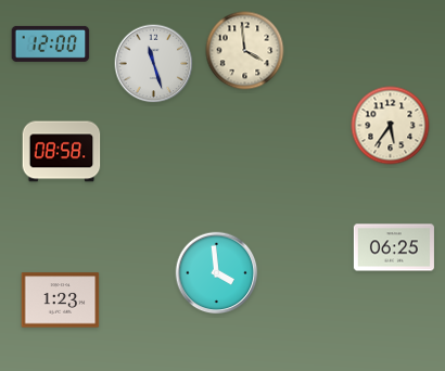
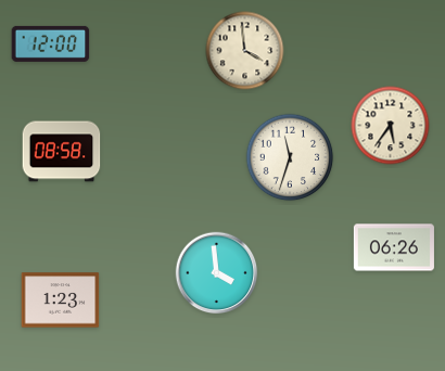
clock at (154, 64): 11:27 -> none
clock at (290, 157): none -> 11:33
clock at (394, 247): 06:25 -> 06:26
